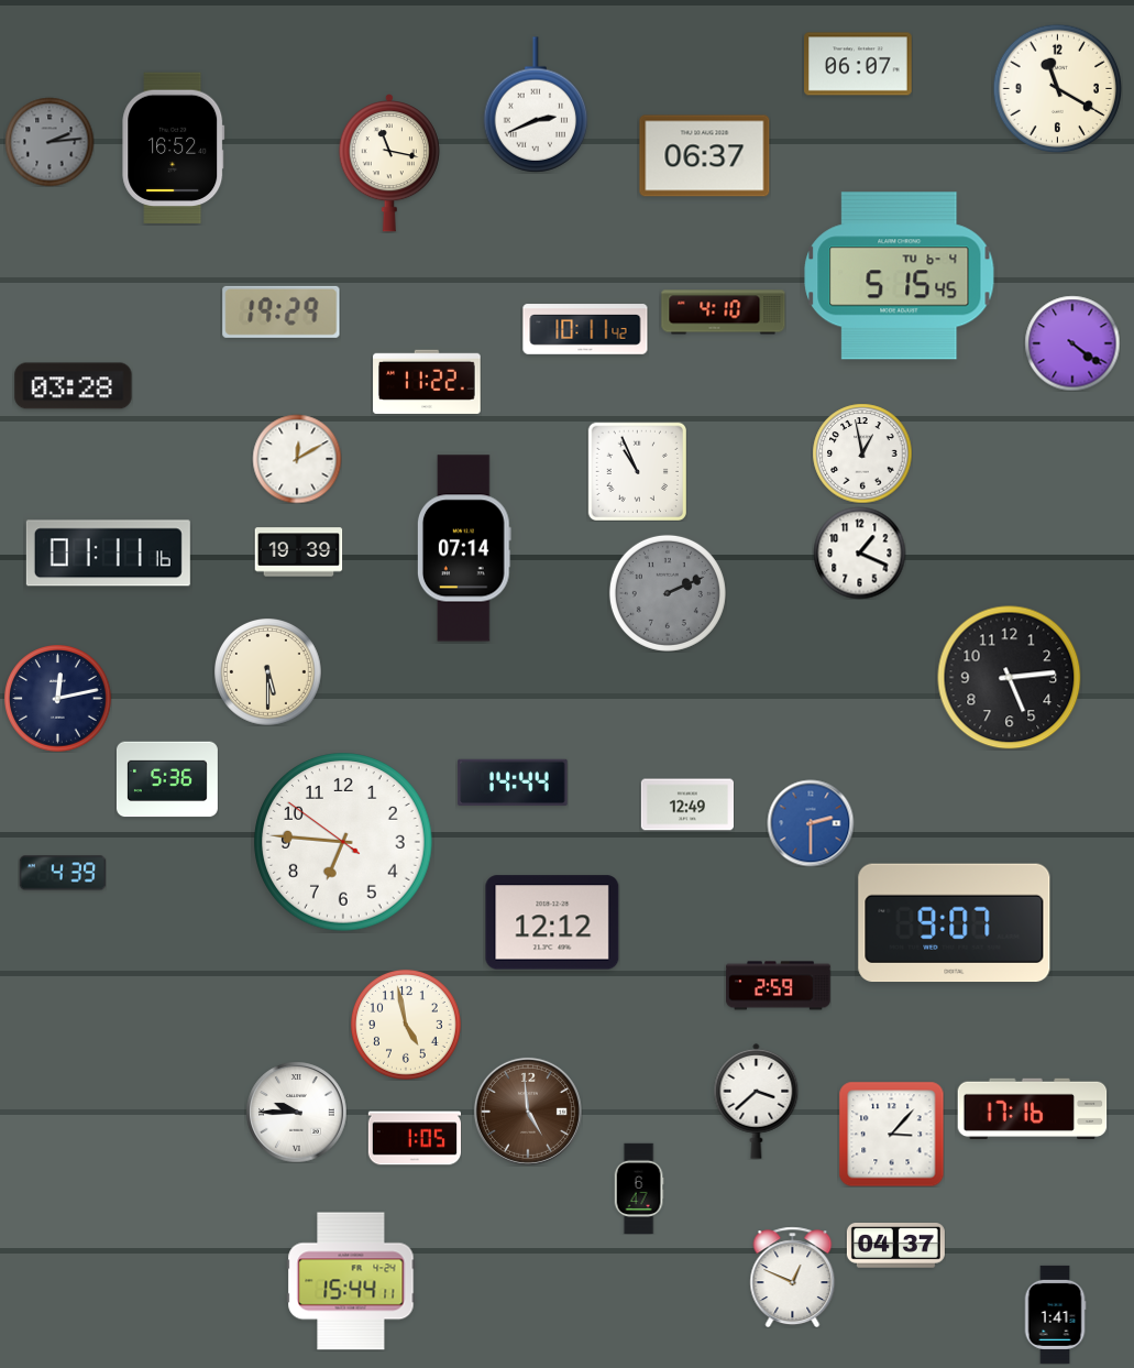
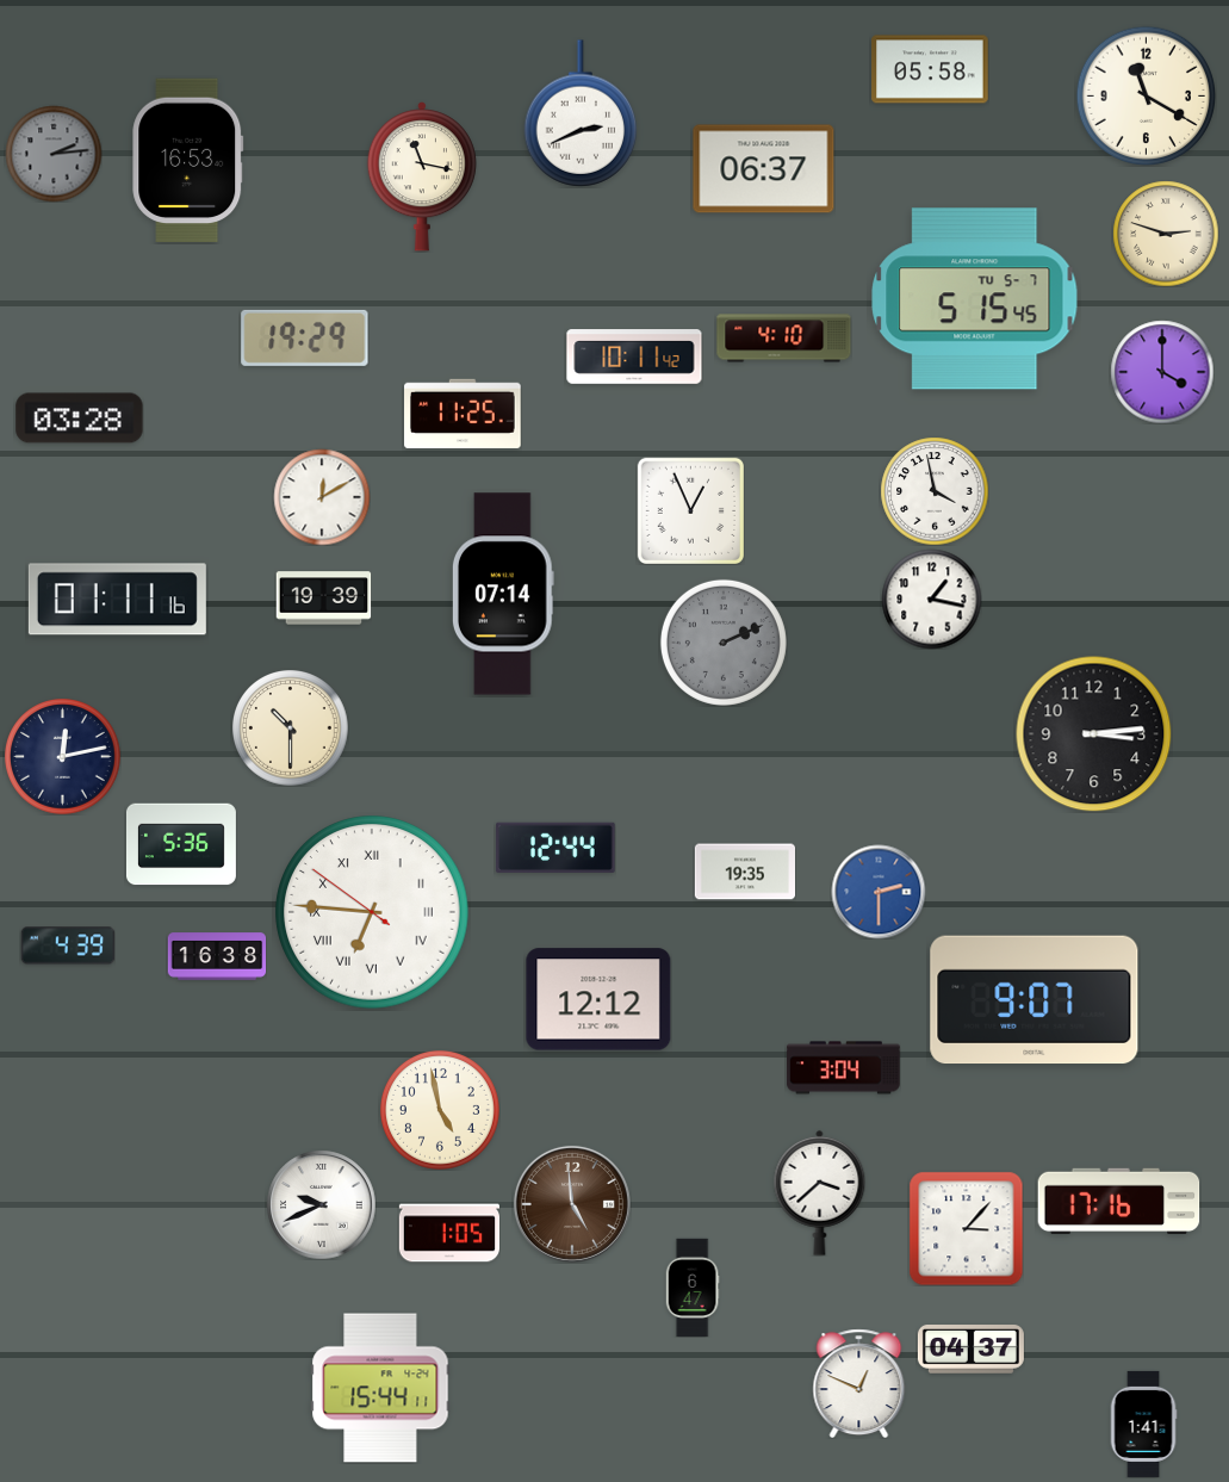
clock at (858, 64): 06:07 -> 05:58
clock at (174, 149): 16:52 -> 16:53
clock at (1166, 234): none -> 2:48
clock at (900, 276) date: TU 6-4 -> TU 5-7
clock at (1072, 343): 4:21 -> 4:00
clock at (427, 382): 11:22 -> 11:25
clock at (862, 453): 12:58 -> 3:58
clock at (637, 471): 10:56 -> 12:56
clock at (859, 552): 1:19 -> 1:17
clock at (268, 672): 5:30 -> 10:30
clock at (1010, 678): 5:14 -> 3:14
clock at (513, 783): 14:44 -> 12:44
clock at (686, 805): 12:49 -> 19:35
clock at (343, 842) numerals: Arabic -> Roman
clock at (217, 956): none -> 16:38
clock at (779, 986): 2:59 -> 3:04
clock at (296, 1112): 9:45 -> 9:41
